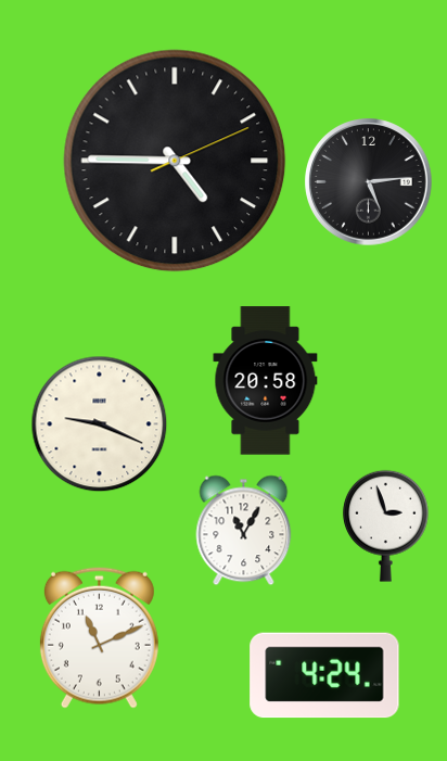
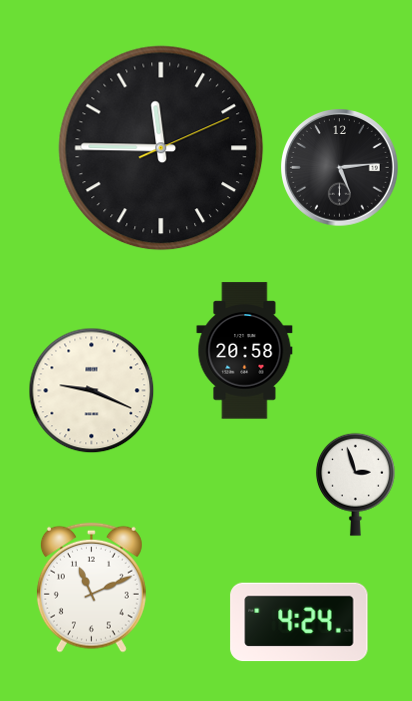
clock at (175, 161): 4:45 -> 11:45
clock at (244, 531): 11:05 -> none
